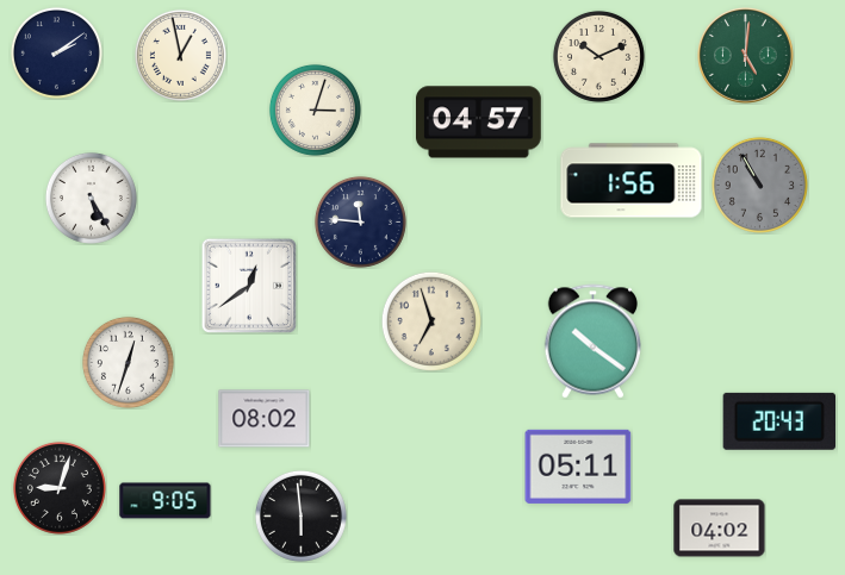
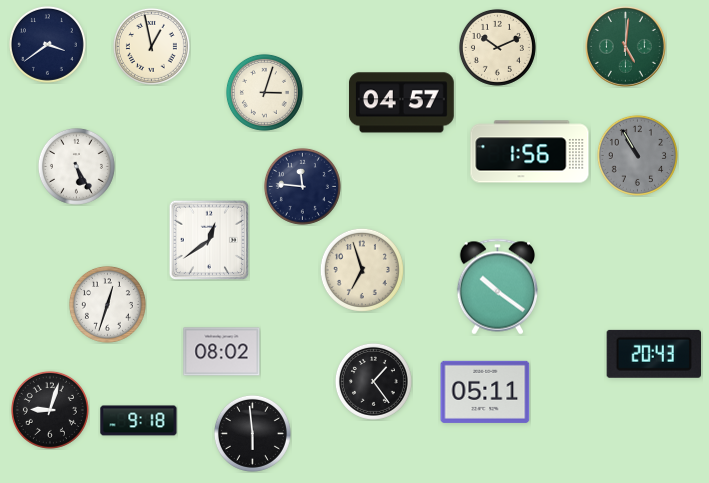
clock at (56, 52): 2:09 -> 3:39
clock at (598, 56) position: (598, 56) -> (497, 47)
clock at (373, 381): none -> 1:24
clock at (166, 501): 9:05 -> 9:18
clock at (720, 529): 04:02 -> none
